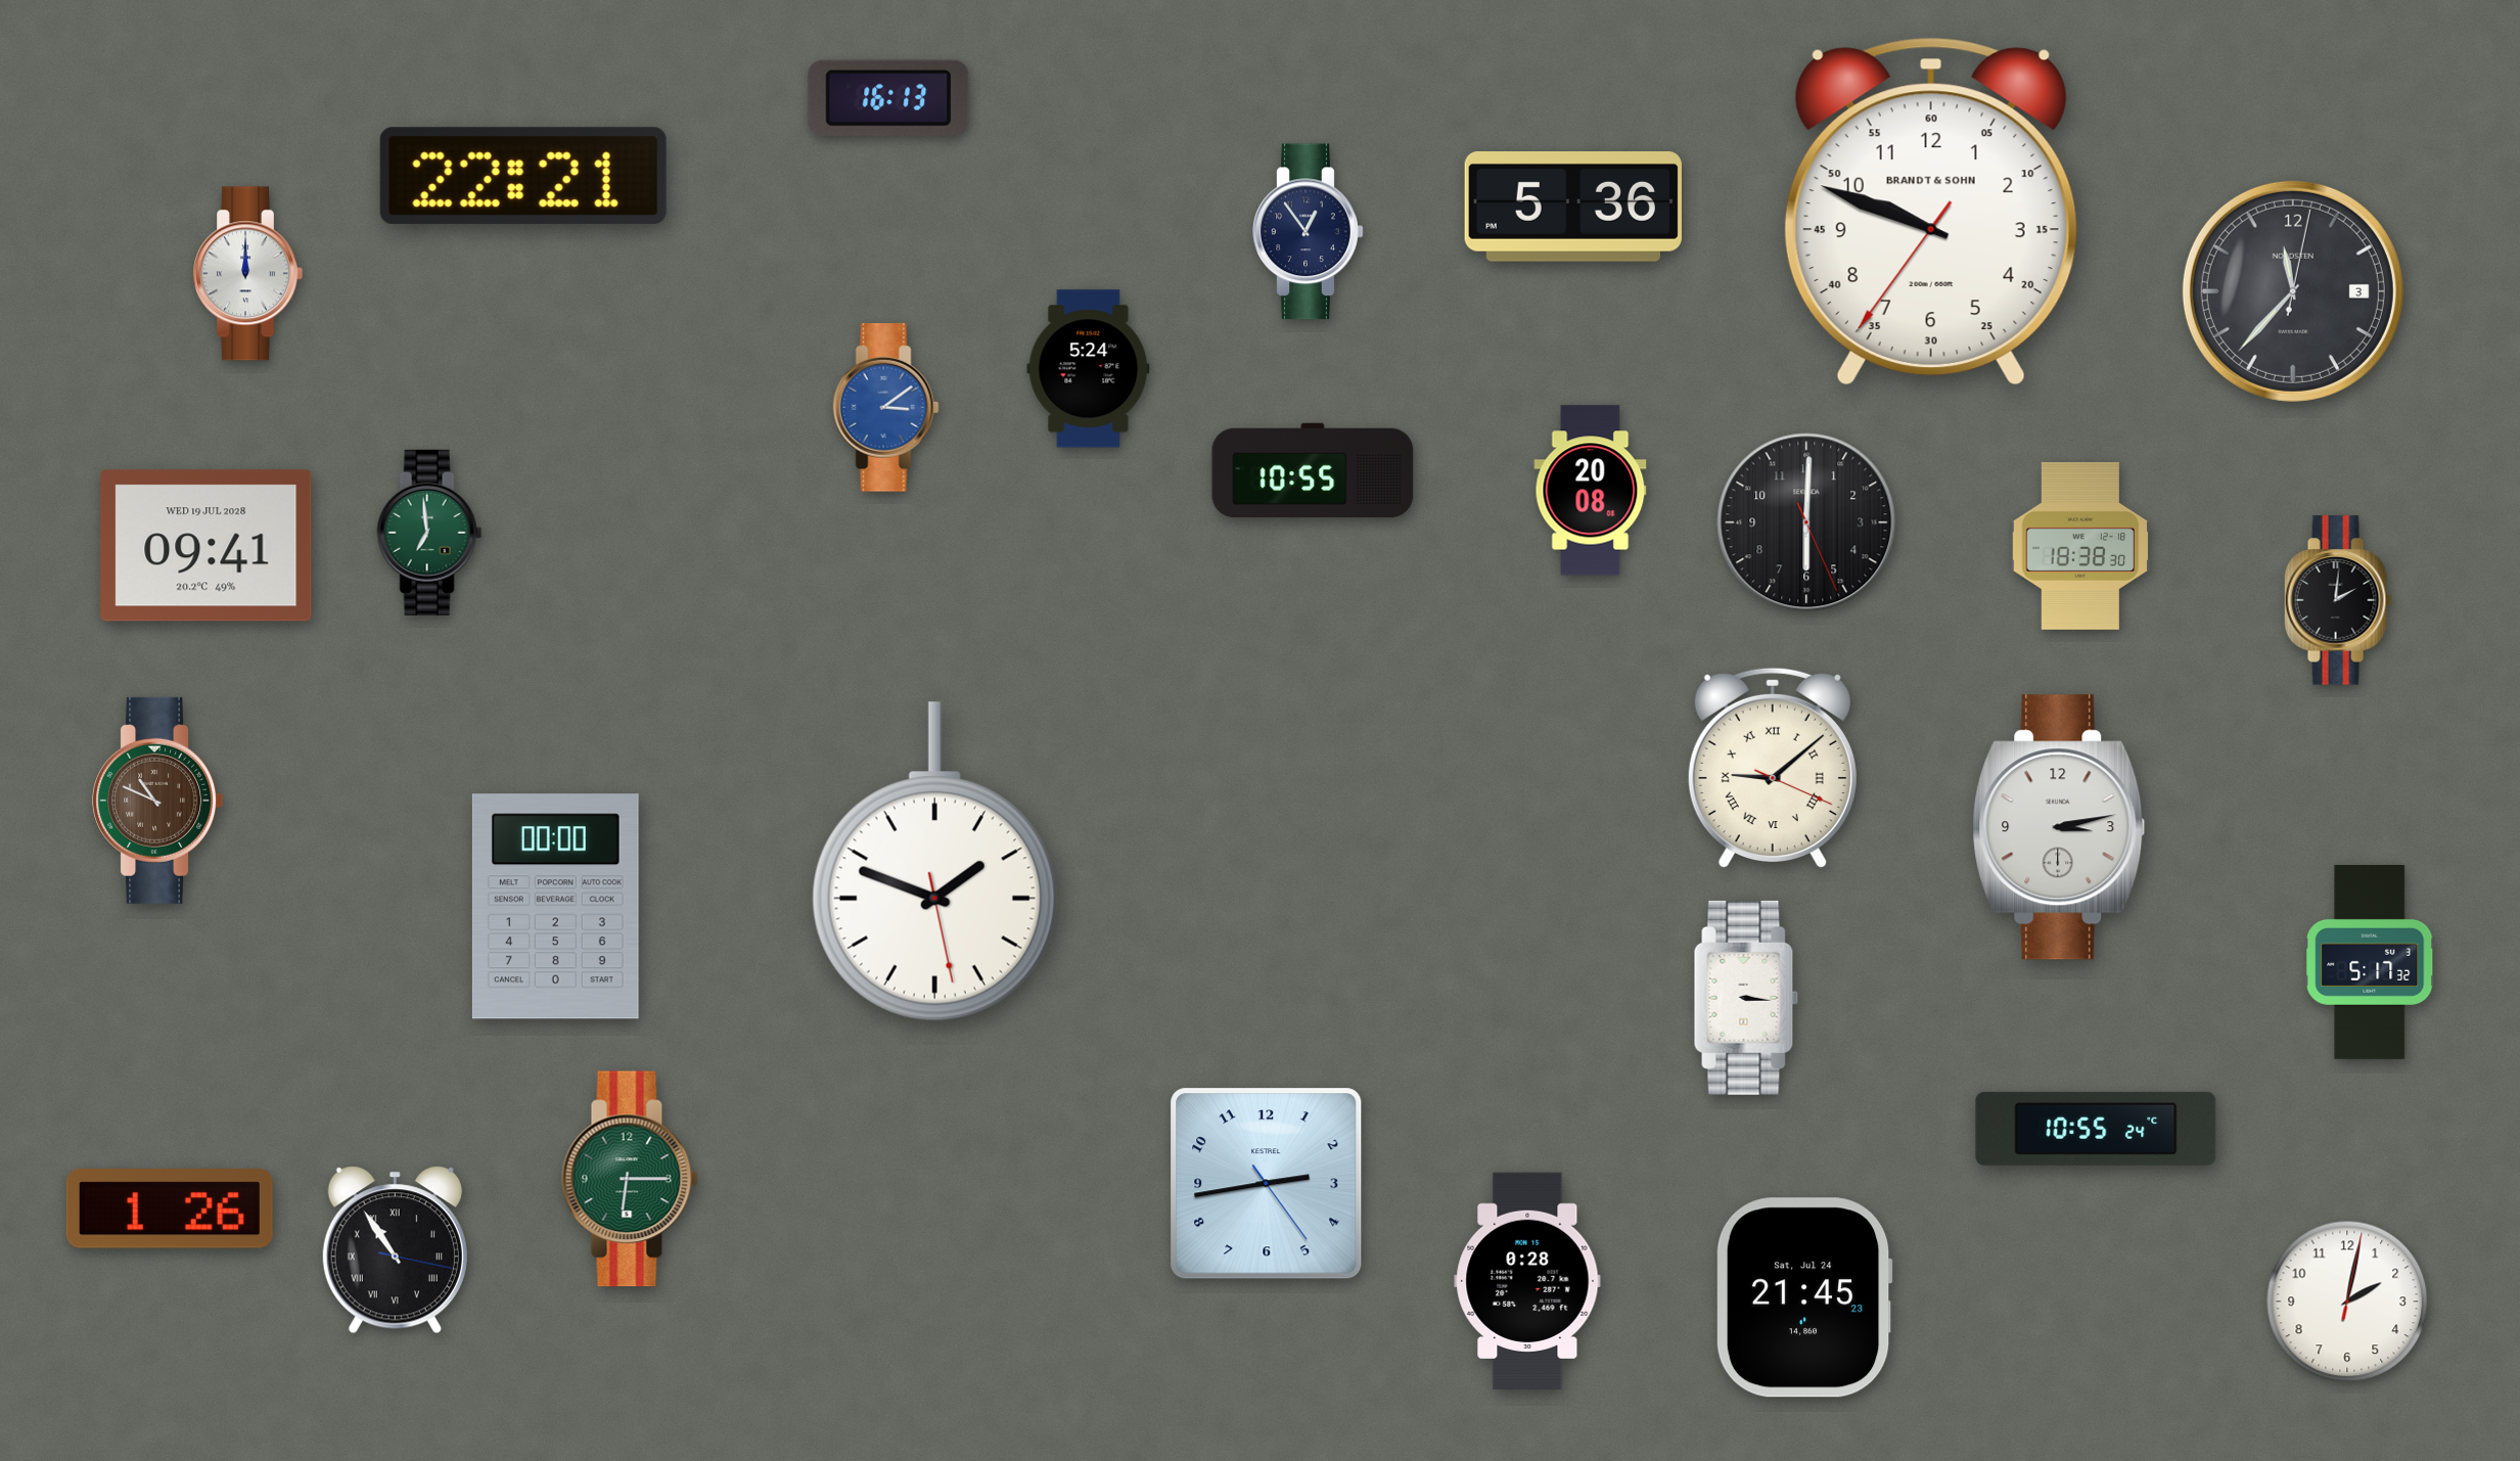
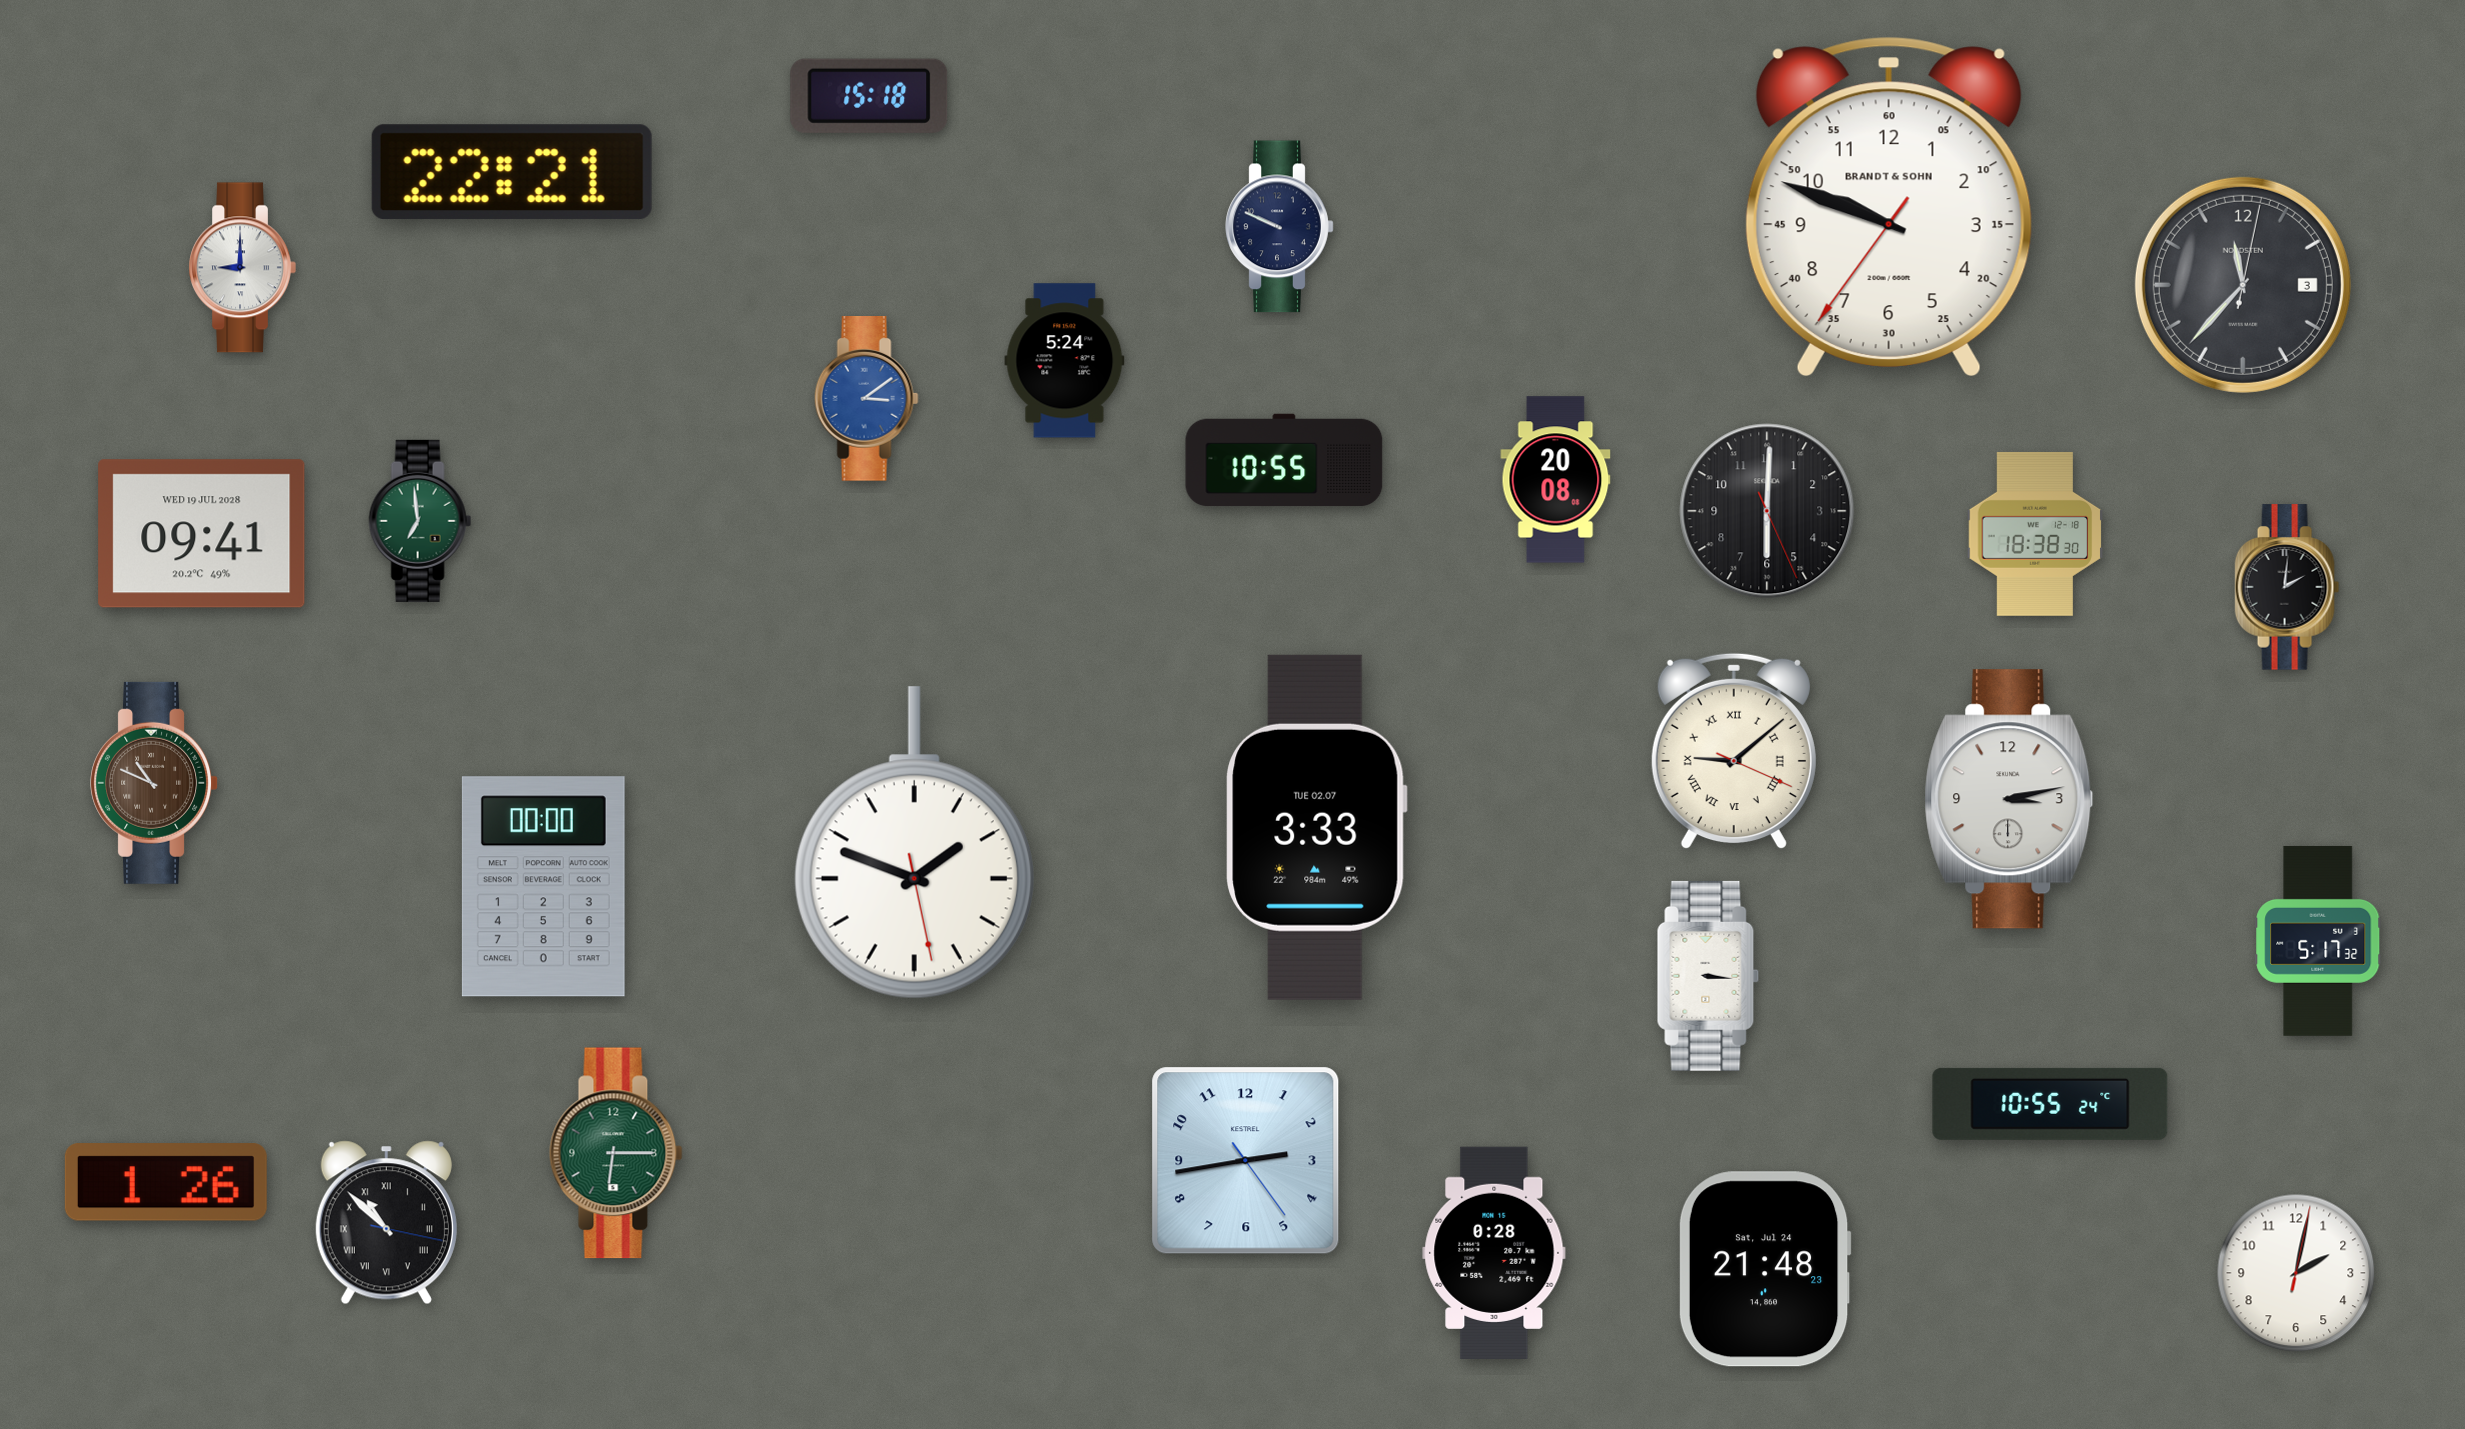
clock at (888, 98): 16:13 -> 15:18
clock at (1573, 208): 5:36 -> none
clock at (1309, 232): 12:54 -> 9:49
clock at (247, 274): 12:00 -> 9:00
clock at (2059, 827) position: (2059, 827) -> (2009, 799)
clock at (1316, 827): none -> 3:33
clock at (1267, 1184) position: (1267, 1184) -> (1246, 1161)
clock at (395, 1250): 10:54 -> 10:52
clock at (1804, 1297): 21:45 -> 21:48
